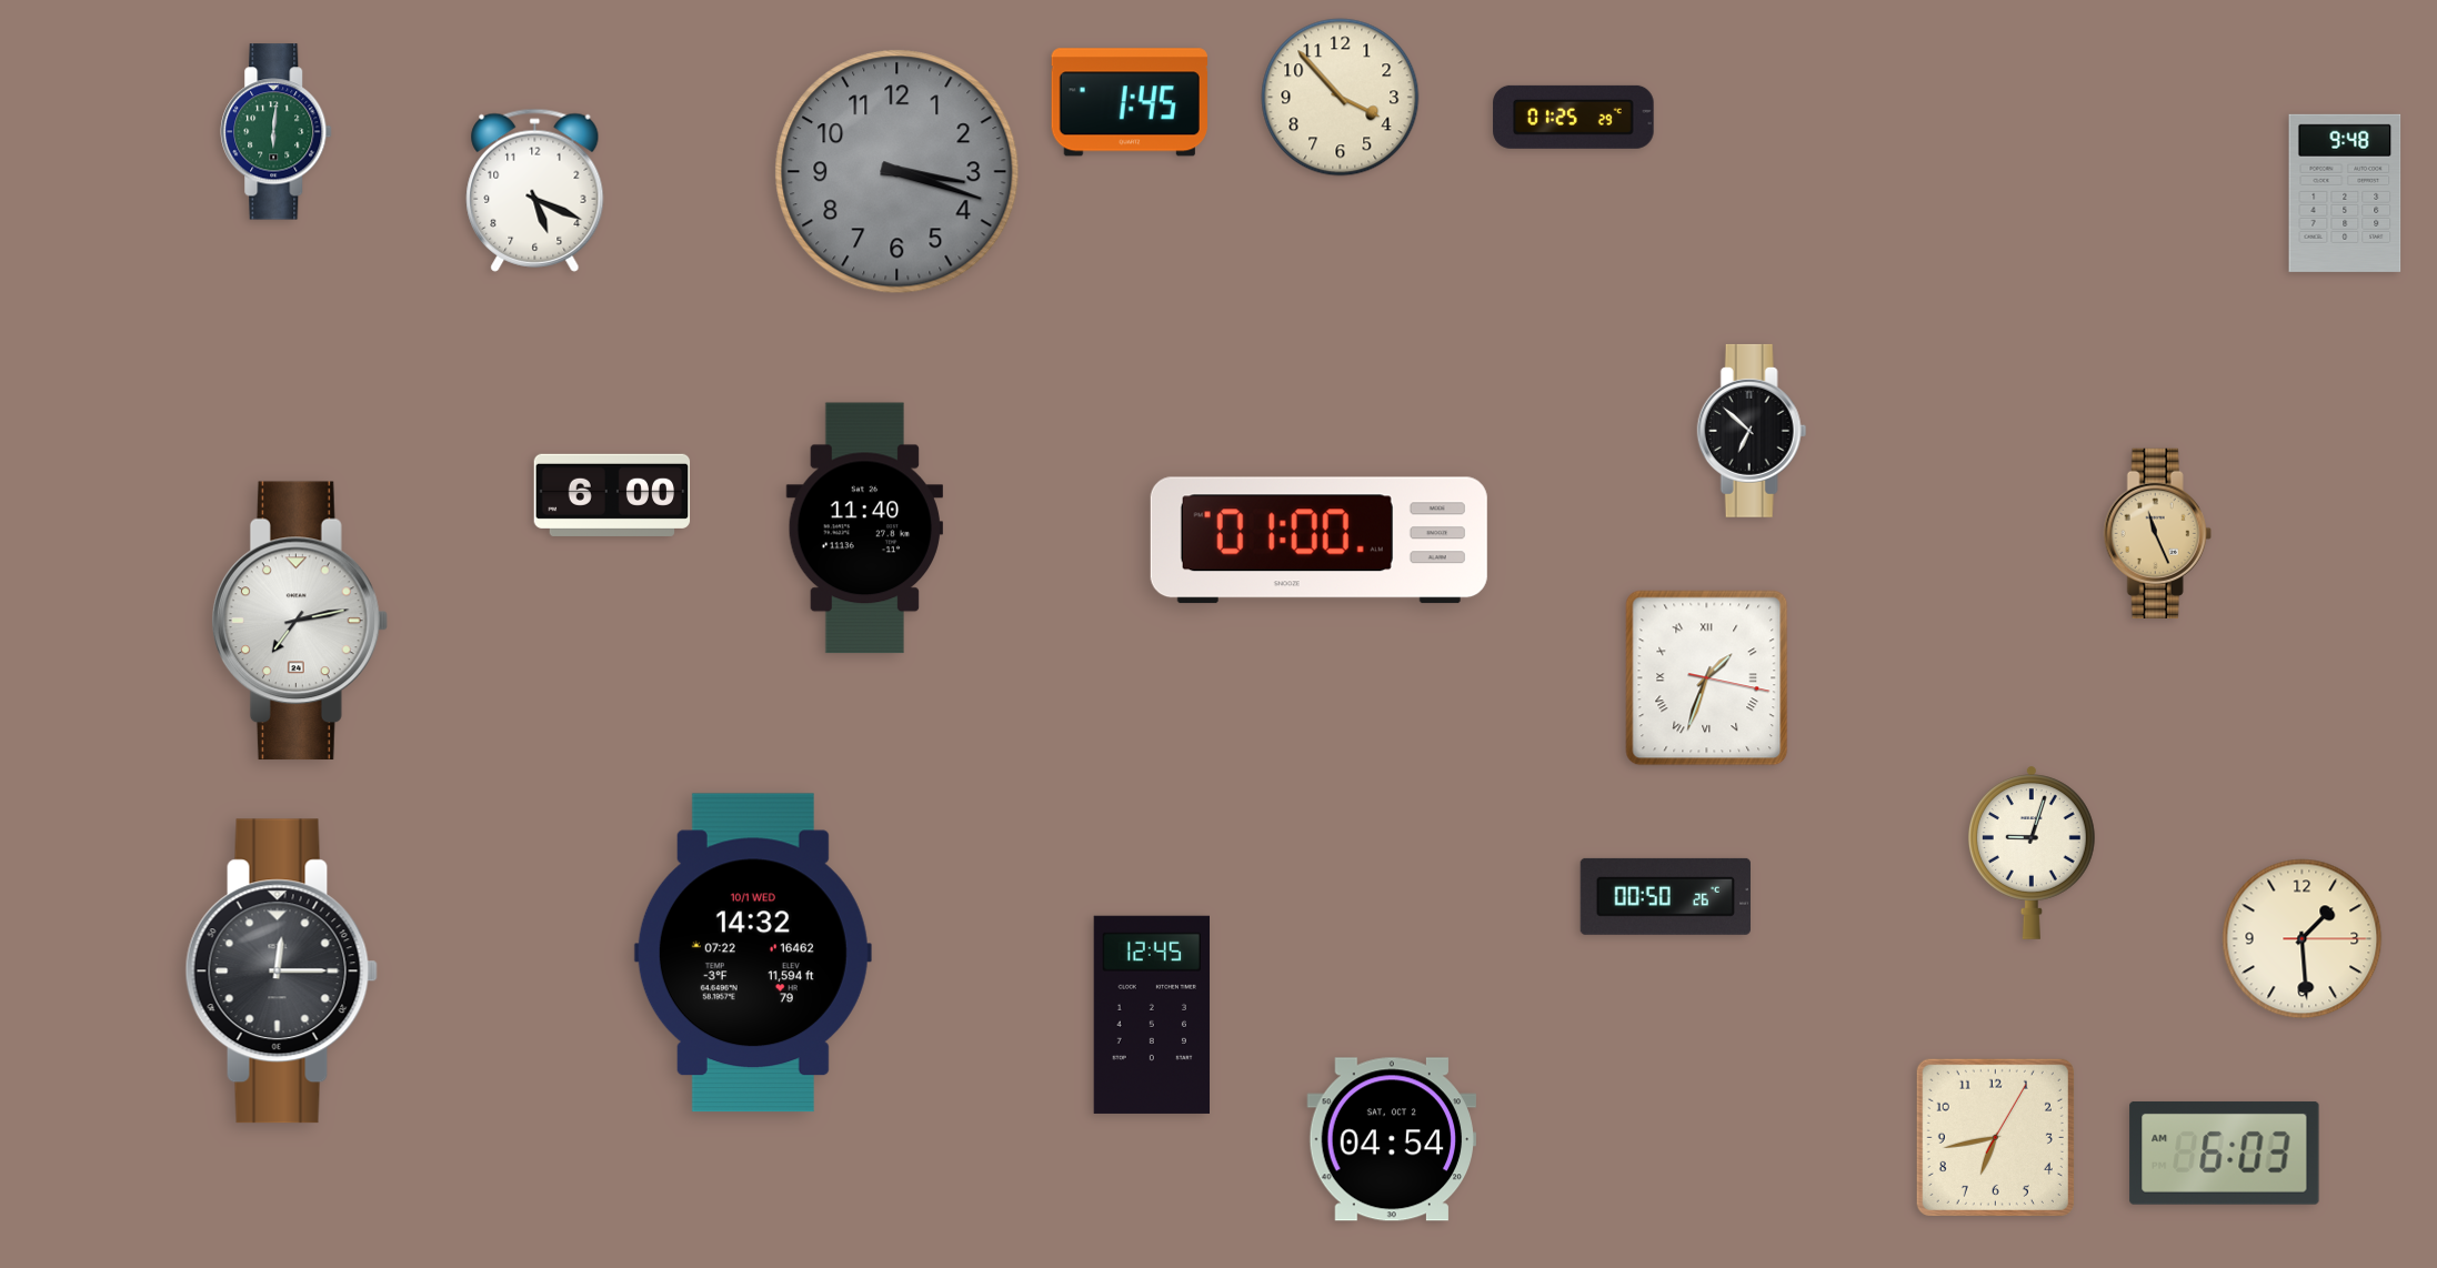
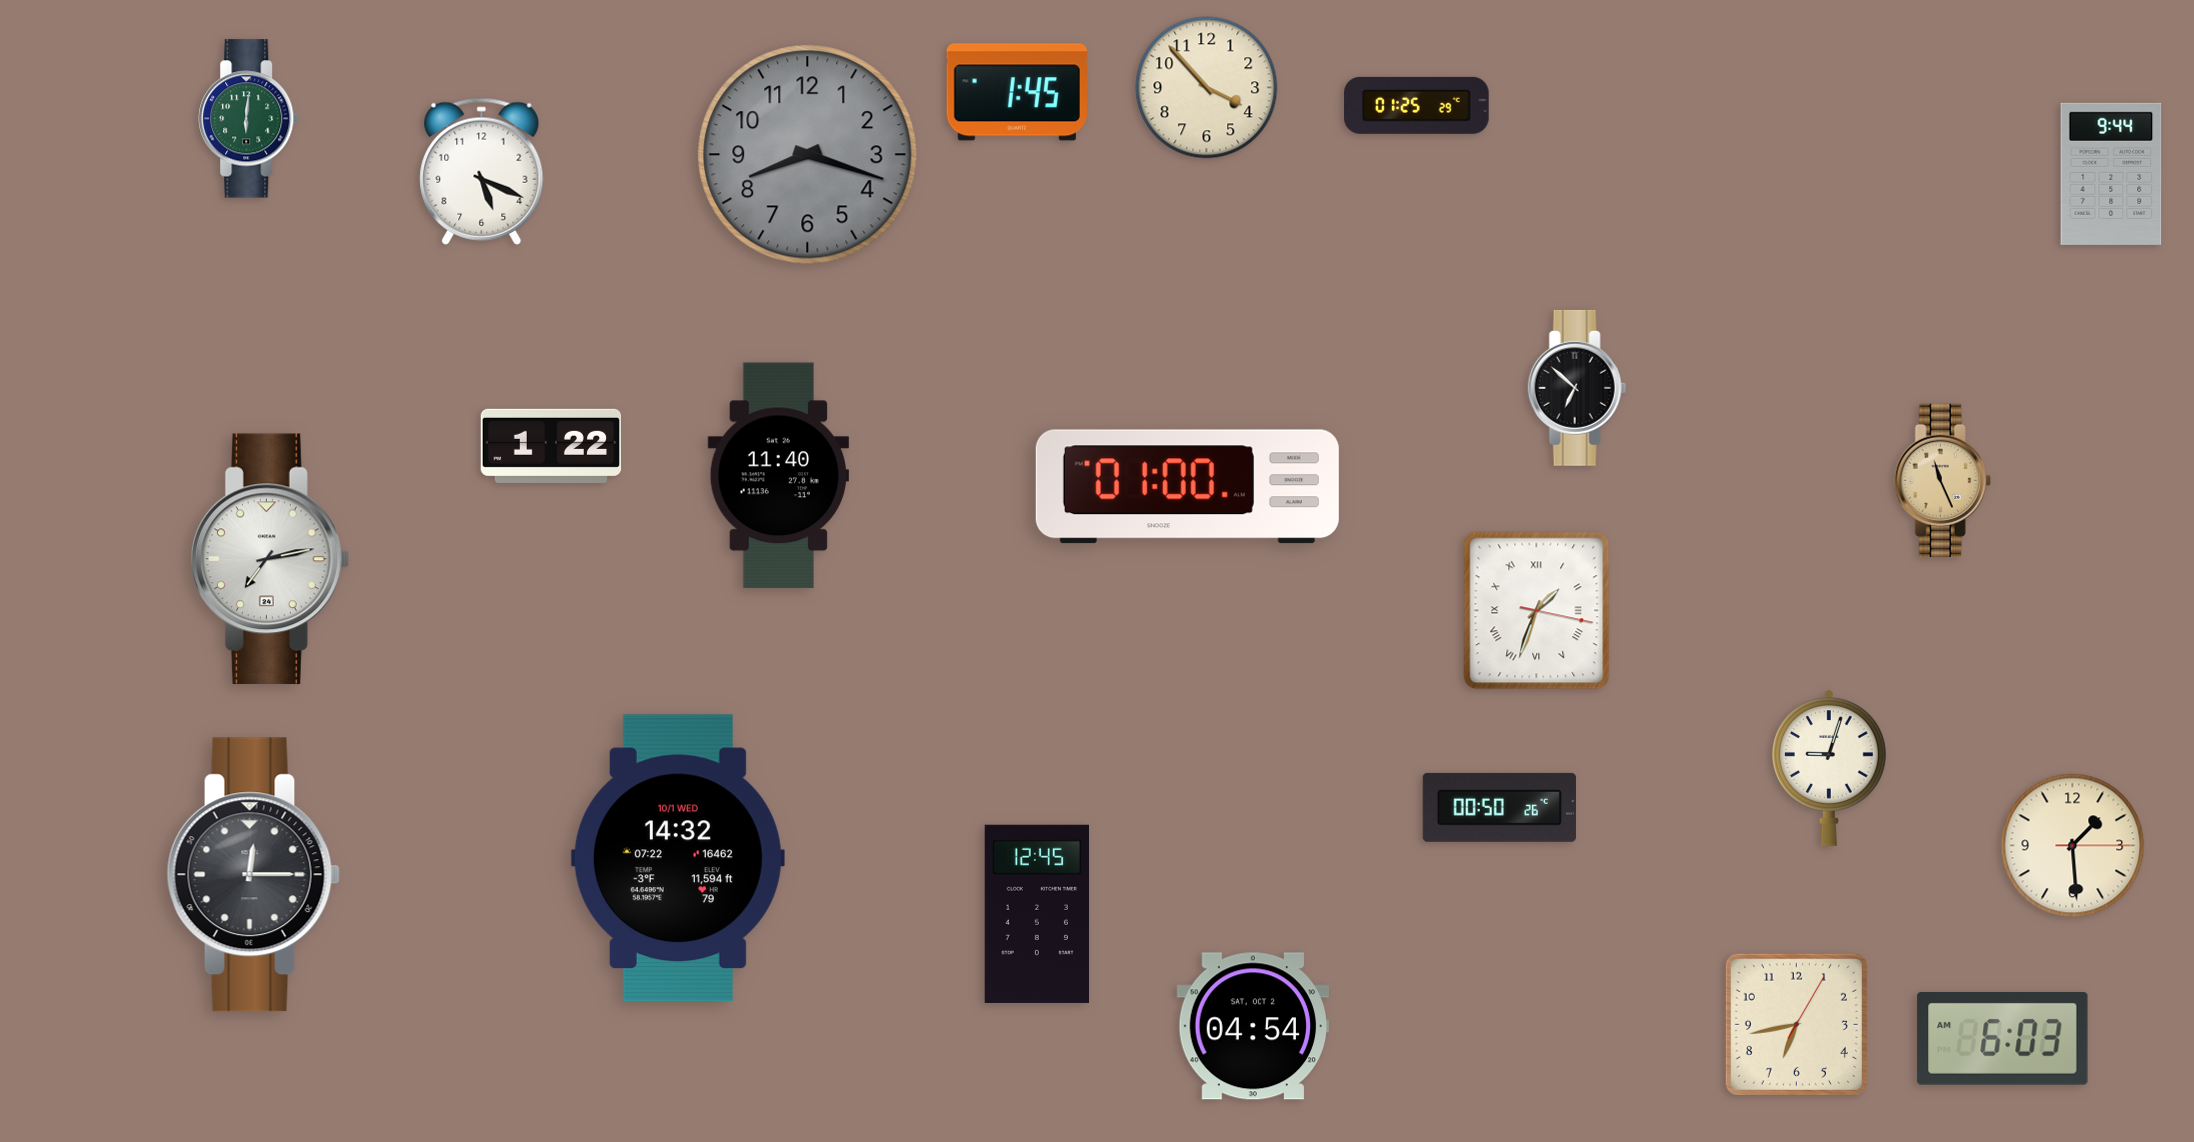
clock at (897, 172): 3:18 -> 8:18
clock at (2345, 193): 9:48 -> 9:44
clock at (612, 495): 6:00 -> 1:22
